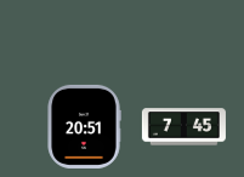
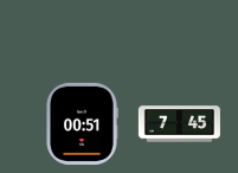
clock at (84, 126): 20:51 -> 00:51
